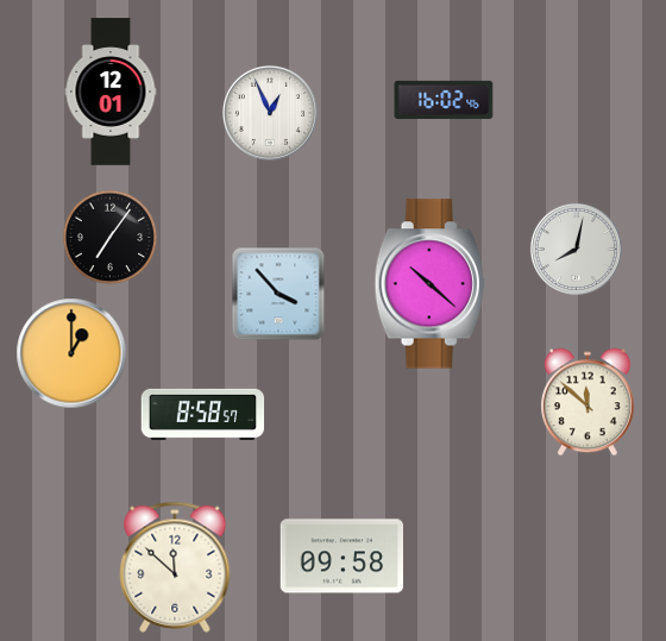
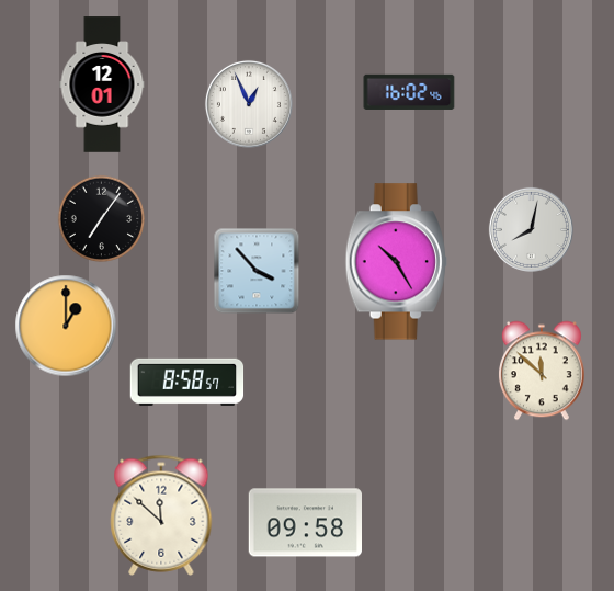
clock at (429, 284): 10:22 -> 10:25
clock at (341, 557) position: (341, 557) -> (305, 523)
clock at (175, 567) position: (175, 567) -> (161, 515)
